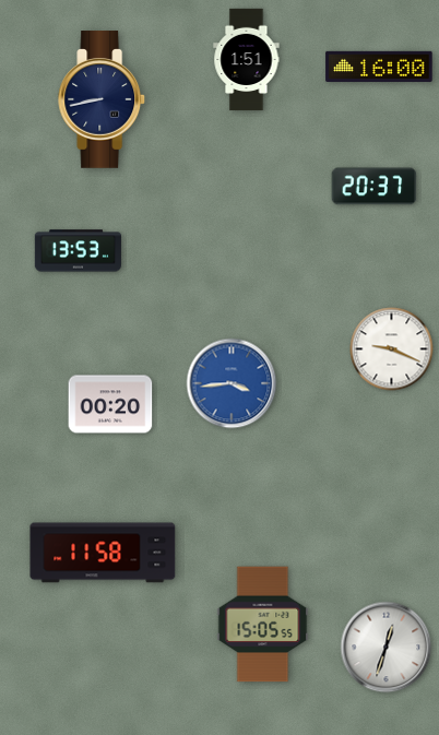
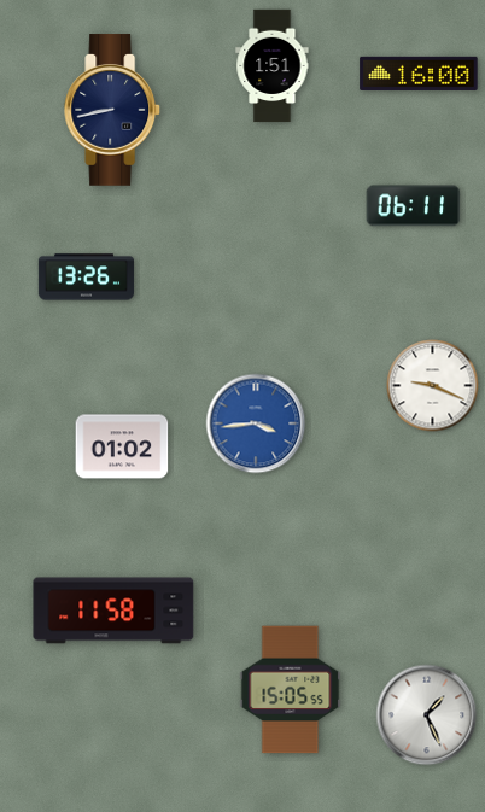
clock at (375, 187): 20:37 -> 06:11
clock at (78, 251): 13:53 -> 13:26
clock at (110, 404): 00:20 -> 01:02
clock at (387, 648): 12:33 -> 1:26
